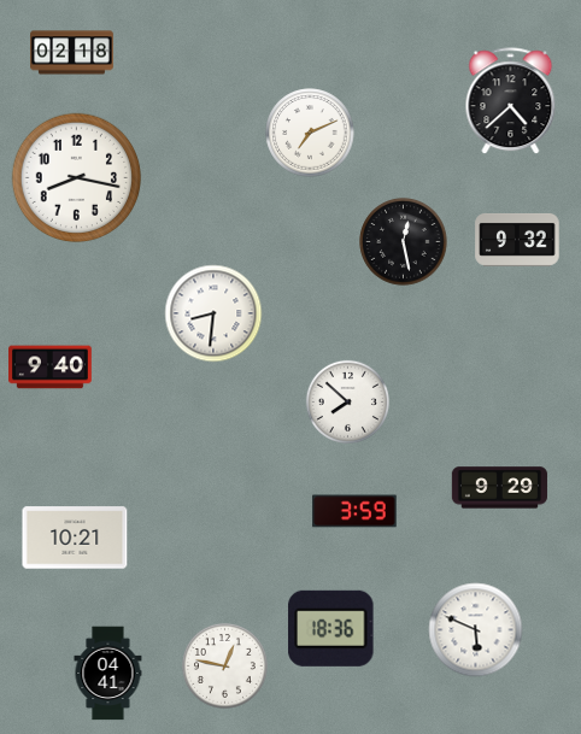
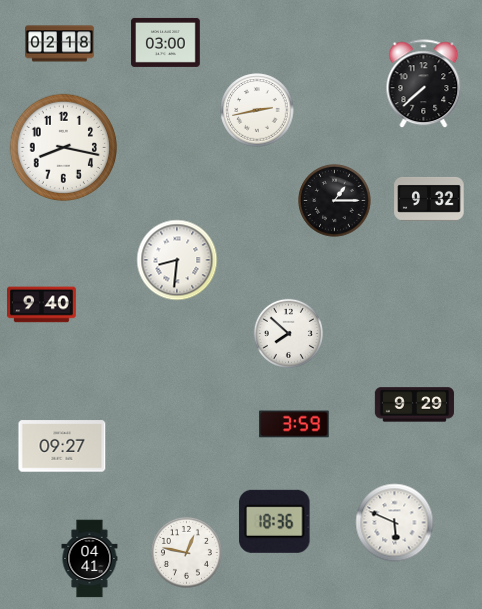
clock at (166, 42): none -> 03:00
clock at (511, 101): 4:38 -> 7:38
clock at (310, 133): 7:11 -> 2:43
clock at (404, 242): 12:28 -> 1:15
clock at (75, 538): 10:21 -> 09:27
